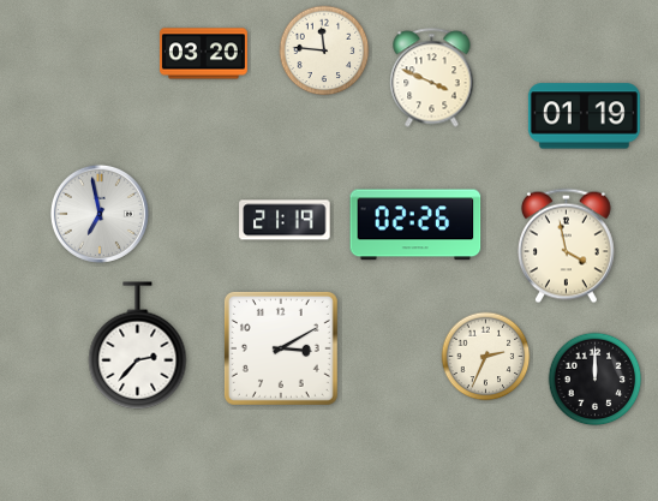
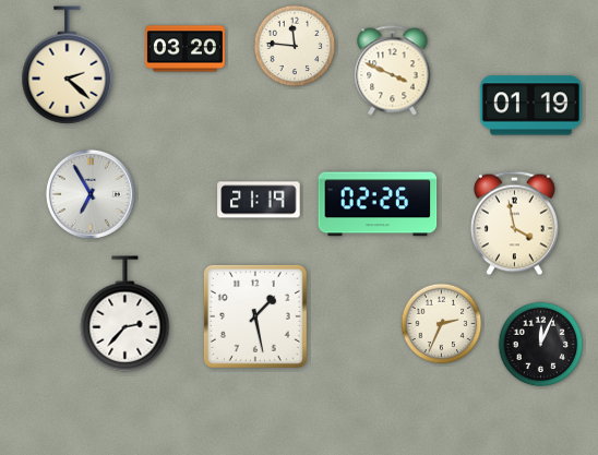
clock at (68, 65): none -> 2:22
clock at (100, 214): 6:58 -> 6:55
clock at (281, 348): 3:10 -> 1:28
clock at (596, 380): 12:00 -> 12:04
